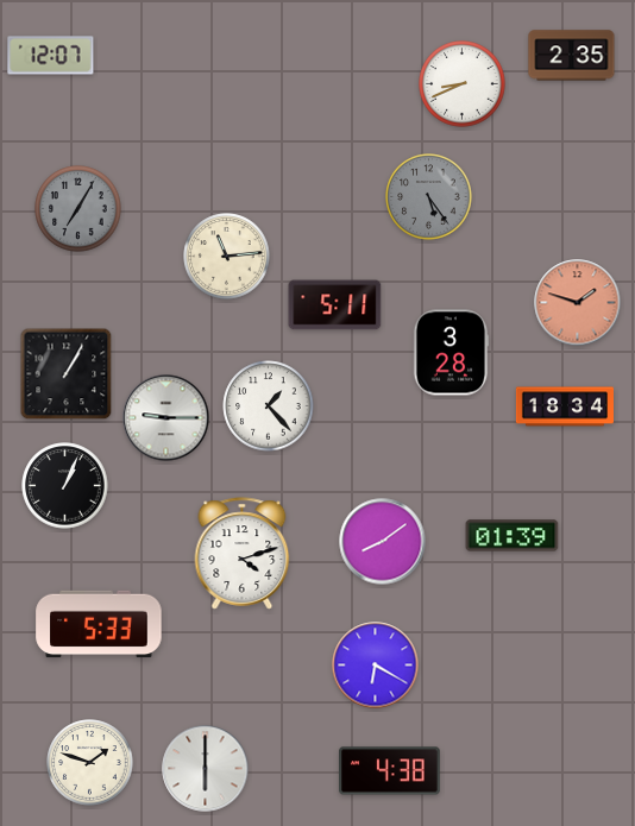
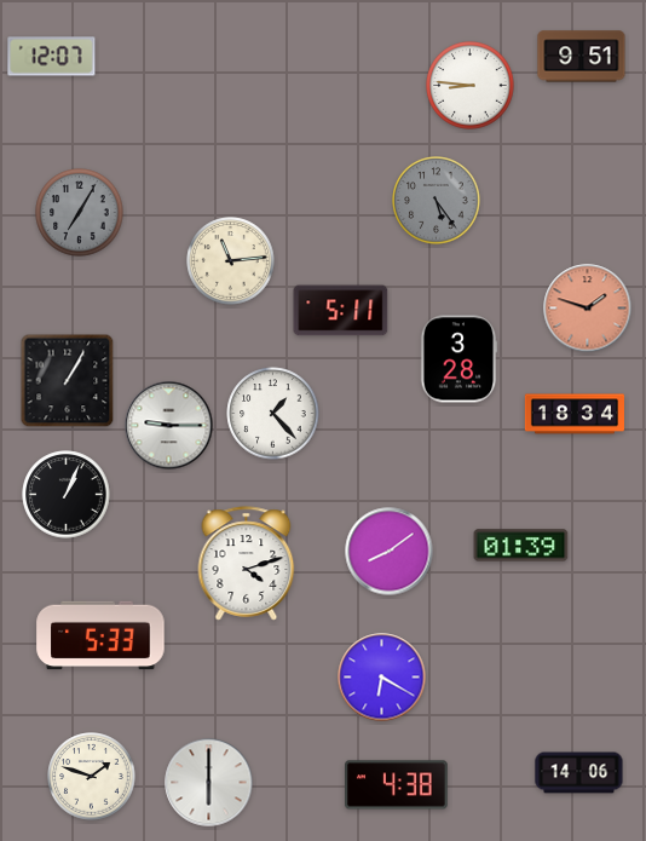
clock at (572, 56): 2:35 -> 9:51
clock at (463, 84): 8:41 -> 8:46
clock at (579, 773): none -> 14:06
